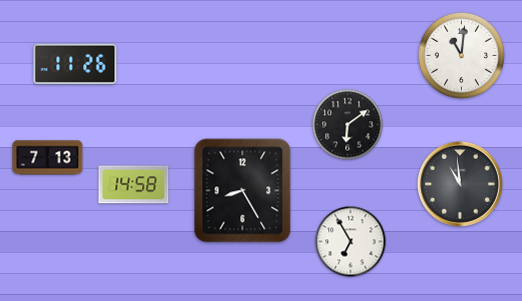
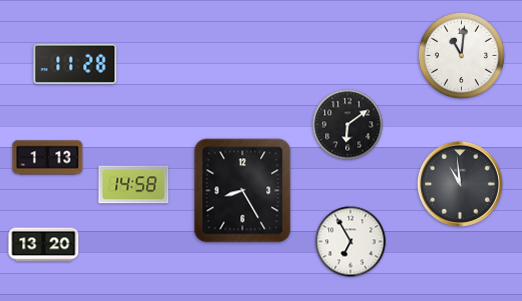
clock at (75, 64): 11:26 -> 11:28
clock at (48, 158): 7:13 -> 1:13
clock at (44, 245): none -> 13:20
